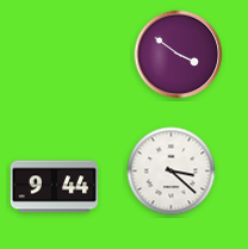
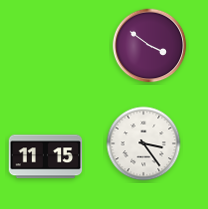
clock at (172, 172): 3:22 -> 3:24
clock at (55, 187): 9:44 -> 11:15
